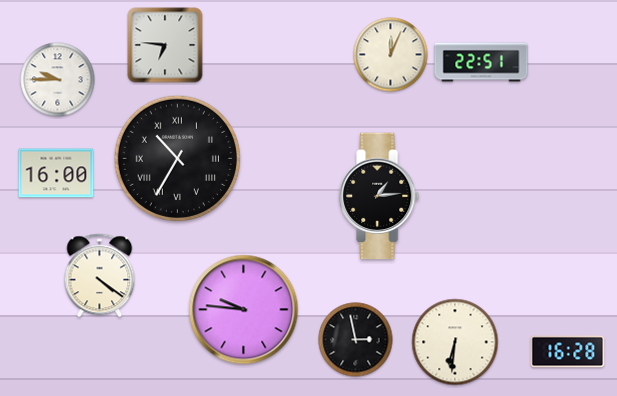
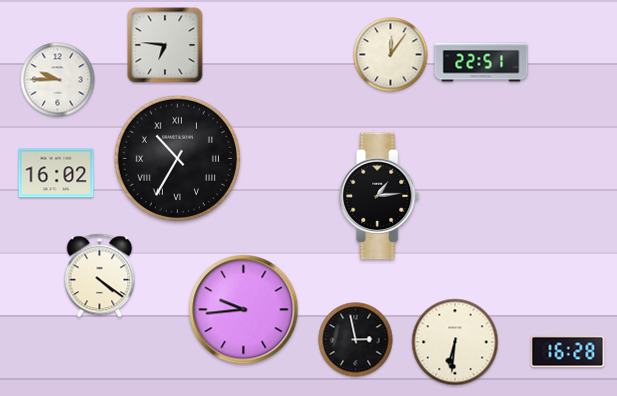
clock at (391, 55): 12:04 -> 12:06
clock at (56, 173): 16:00 -> 16:02
clock at (244, 310): 9:46 -> 9:44
